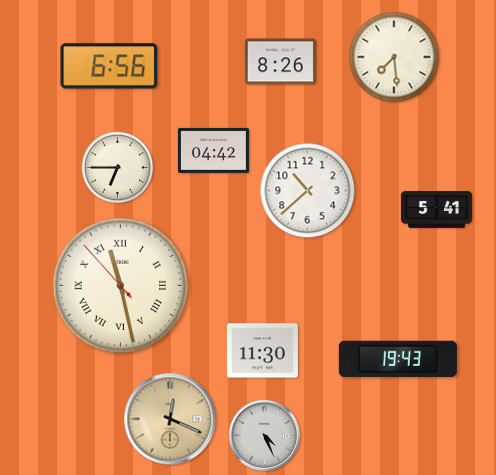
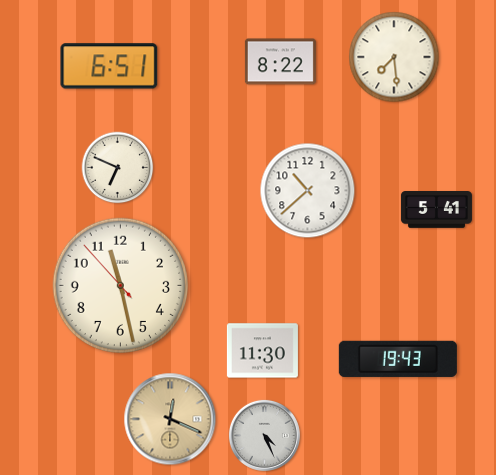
clock at (280, 62): 8:26 -> 8:22
clock at (109, 66): 6:56 -> 6:51
clock at (213, 150): 04:42 -> none
clock at (118, 168): 6:45 -> 6:49
clock at (120, 285) numerals: Roman -> Arabic
